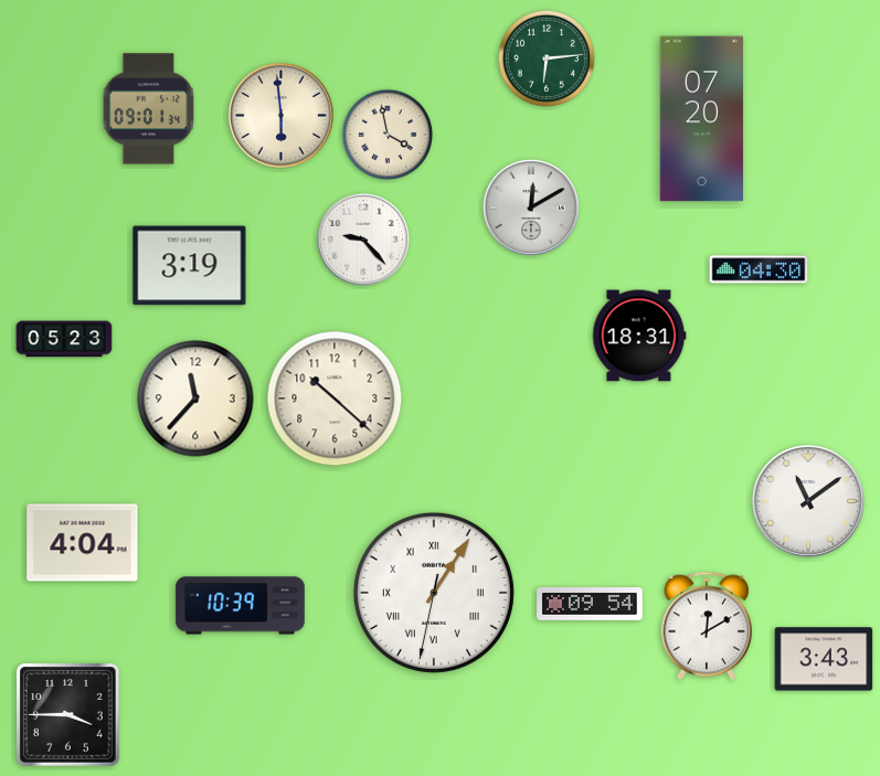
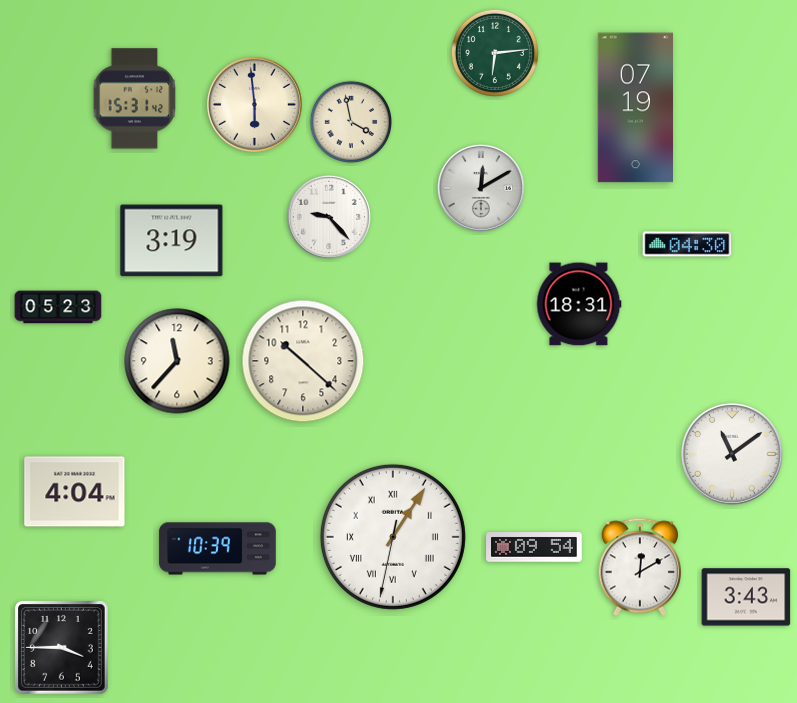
clock at (149, 109): 09:01 -> 15:31
clock at (702, 119): 07:20 -> 07:19
